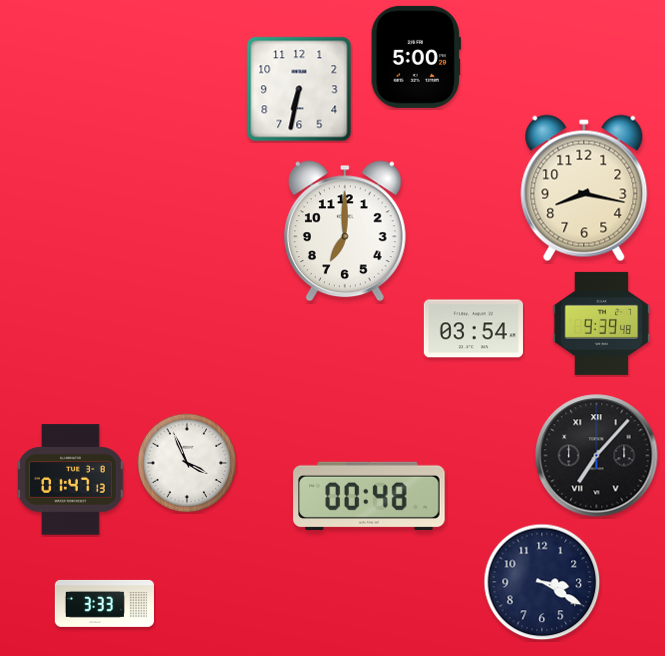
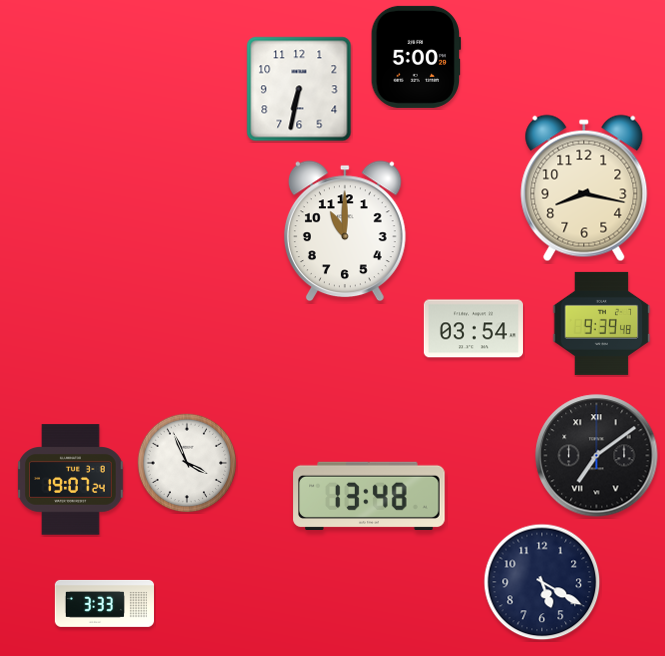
clock at (345, 231): 7:00 -> 11:00
clock at (597, 456): 7:07 -> 7:09
clock at (71, 480): 01:47 -> 19:07
clock at (369, 496): 00:48 -> 13:48
clock at (542, 582): 3:20 -> 5:20
